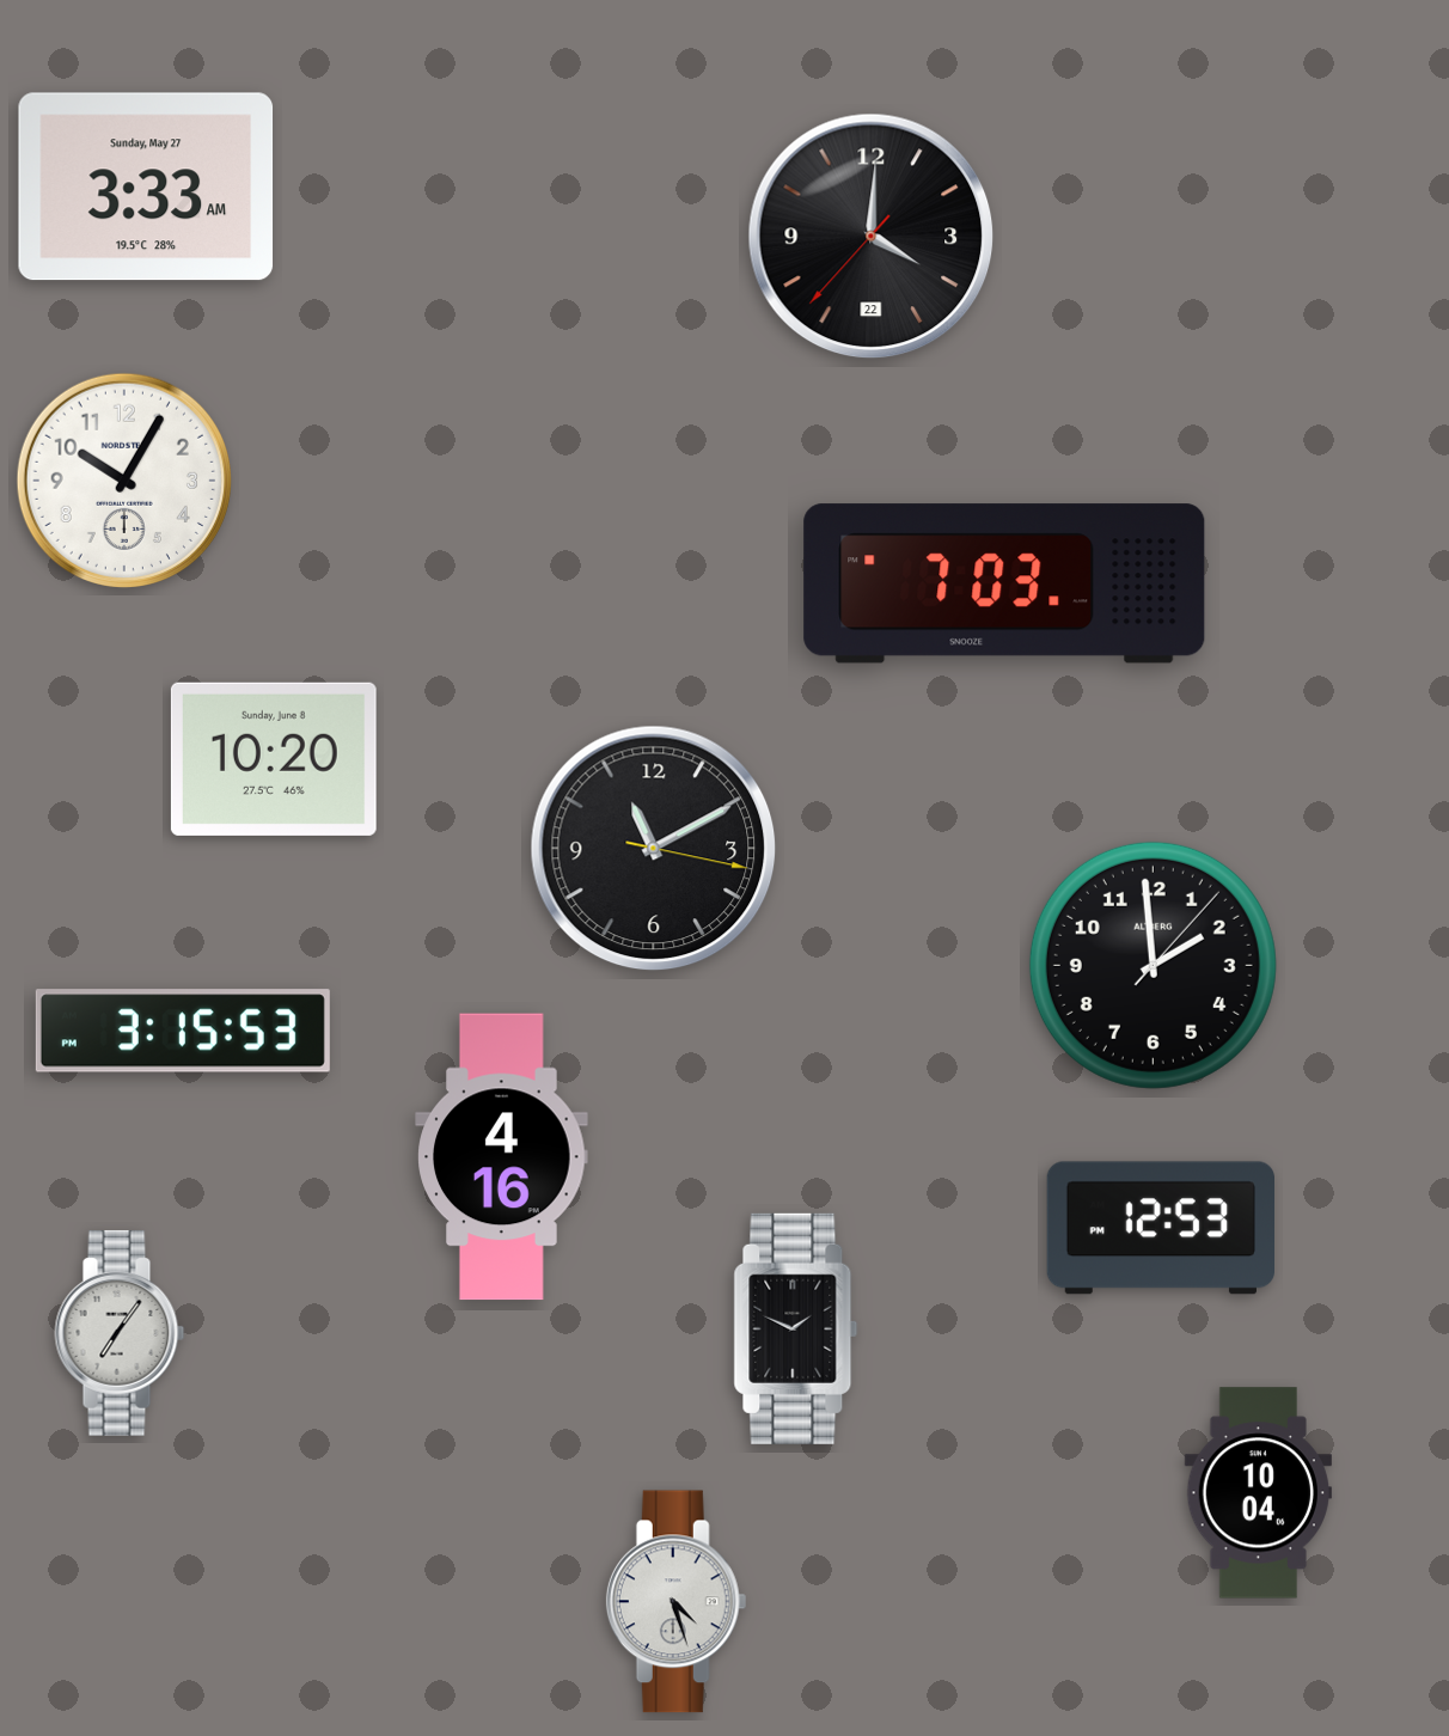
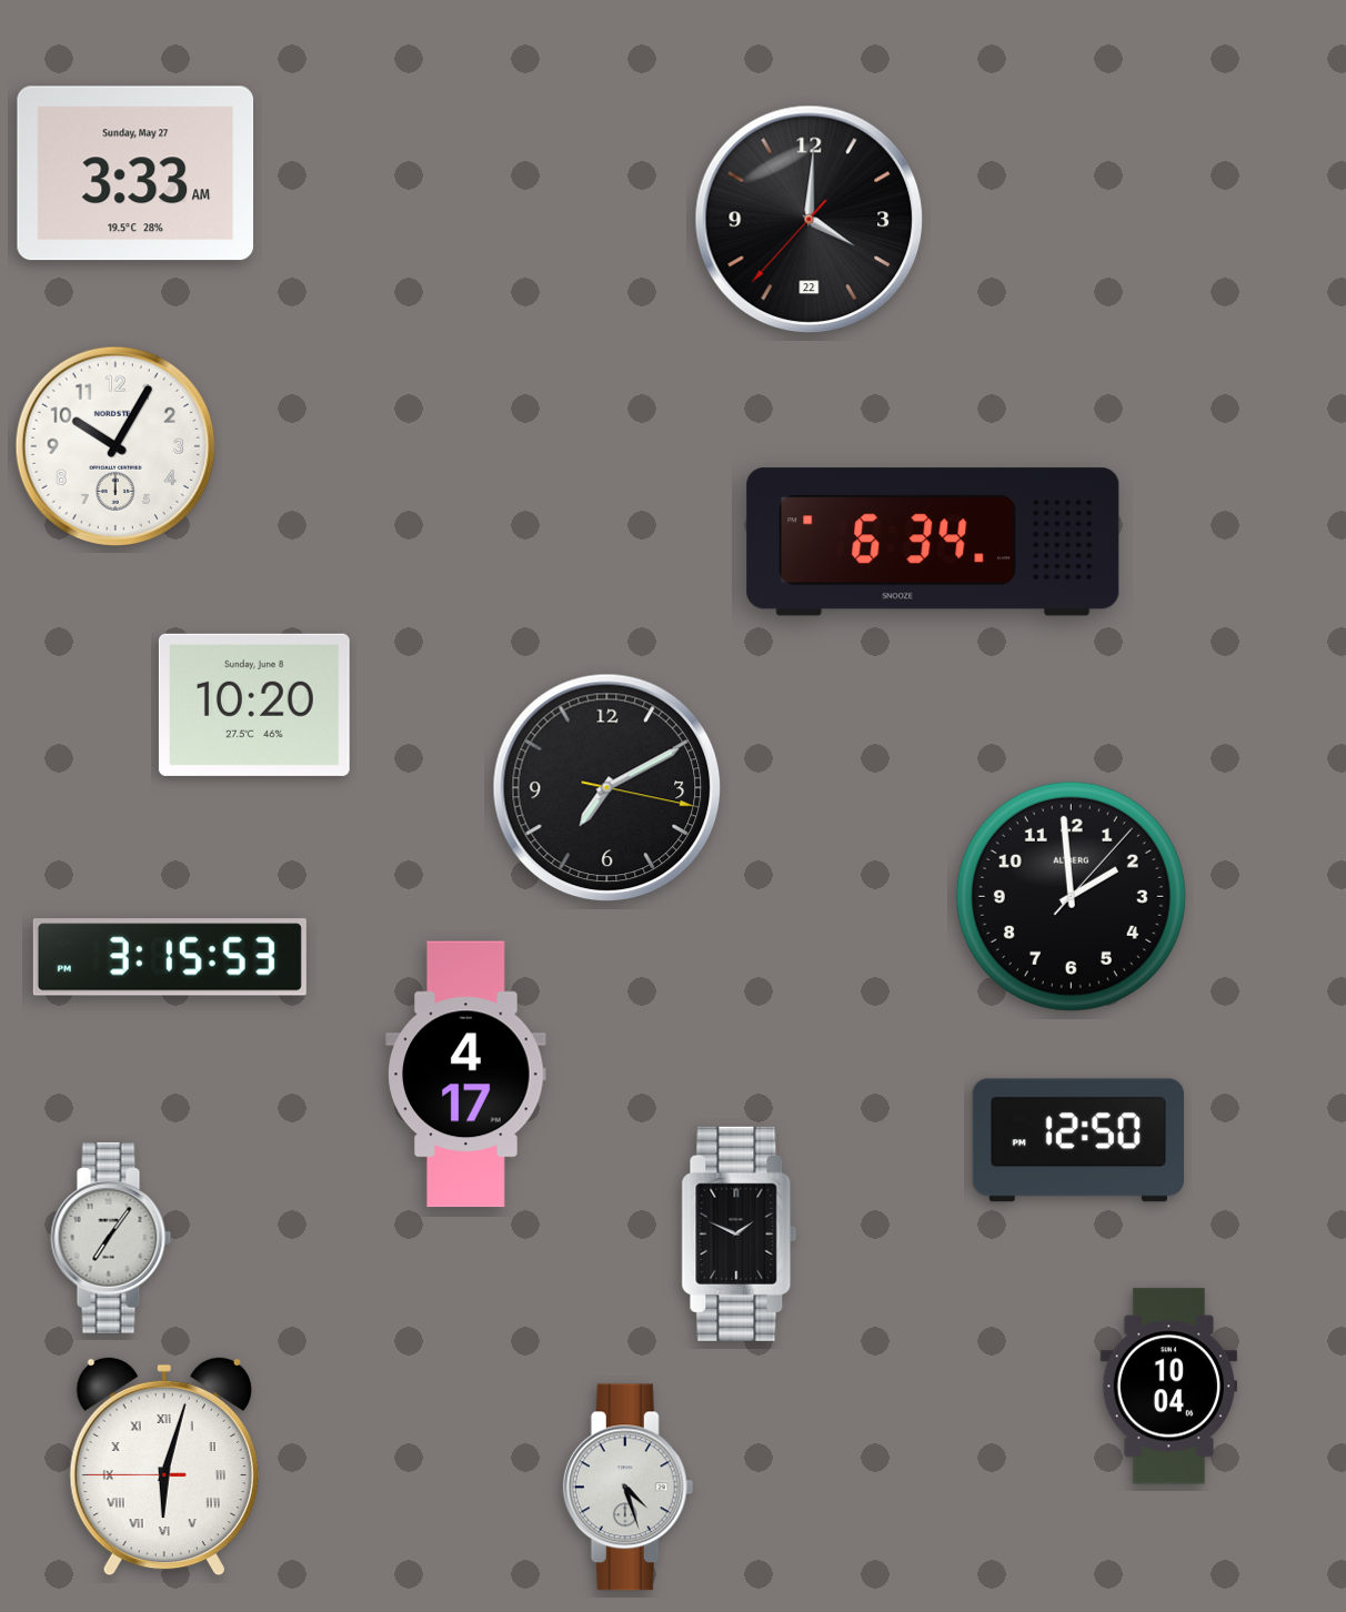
clock at (1004, 583): 7:03 -> 6:34
clock at (654, 849): 11:10 -> 7:10
clock at (502, 1157): 4:16 -> 4:17
clock at (1160, 1228): 12:53 -> 12:50
clock at (164, 1467): none -> 6:02
